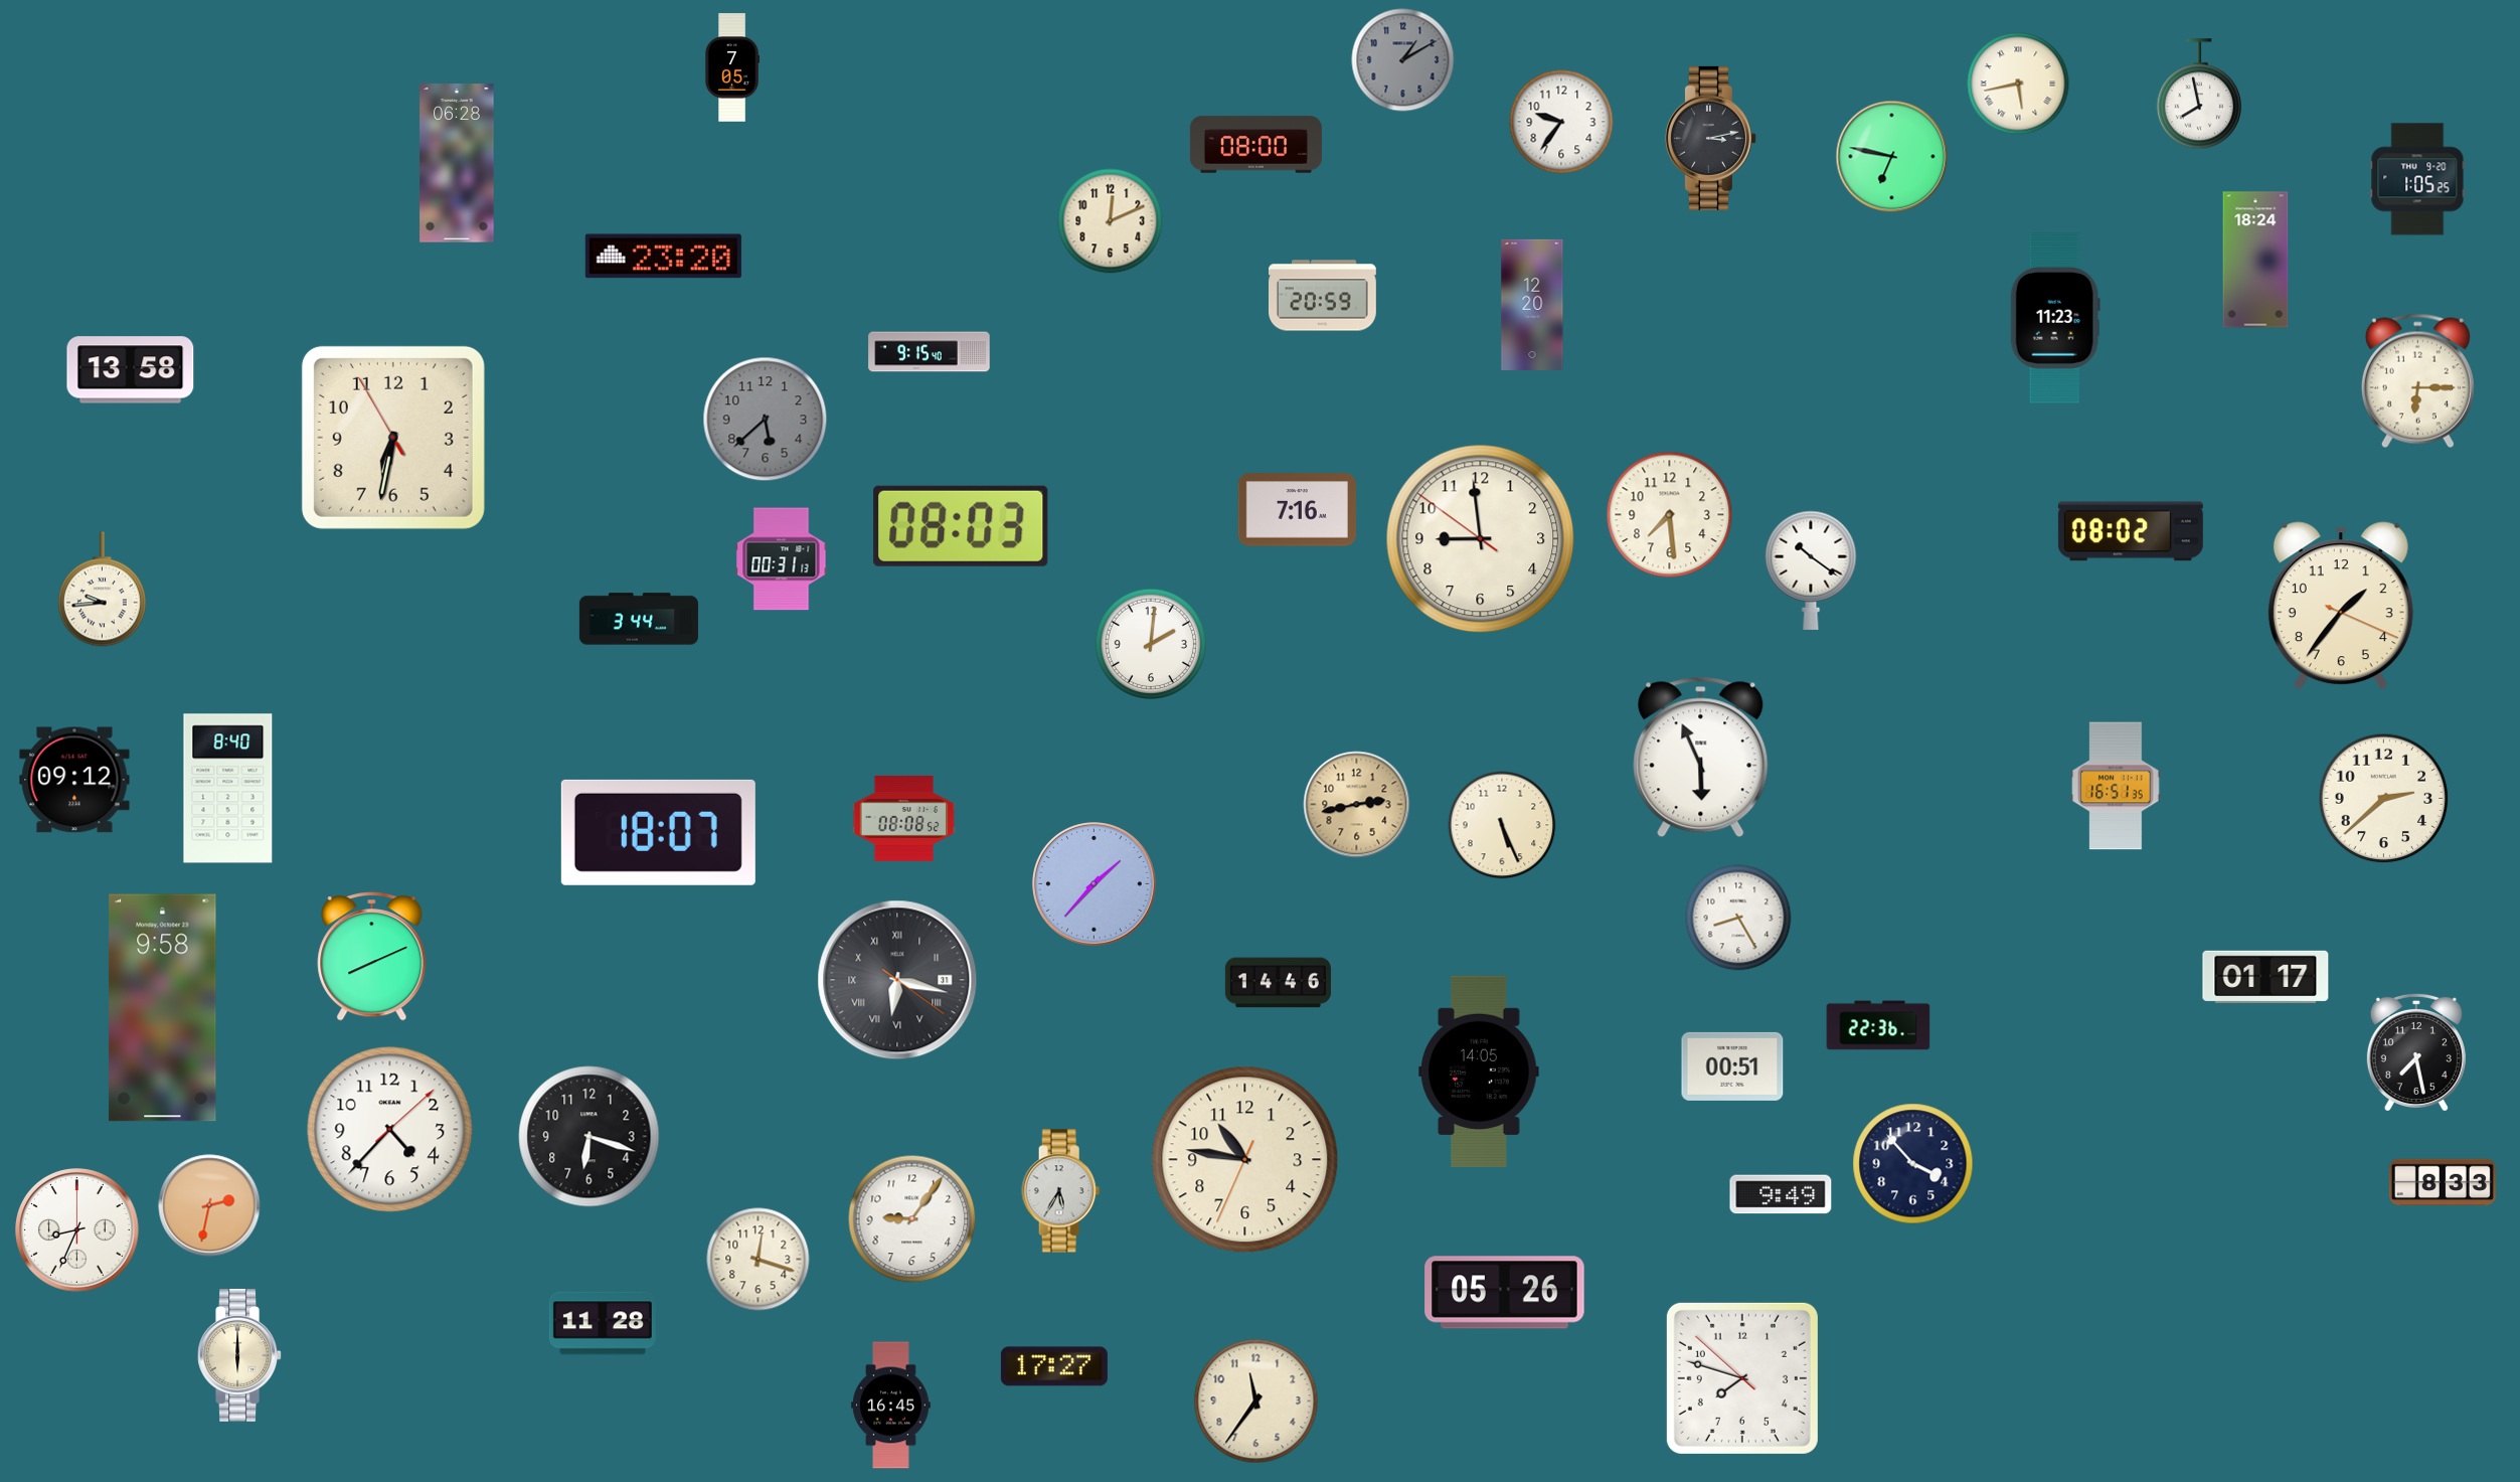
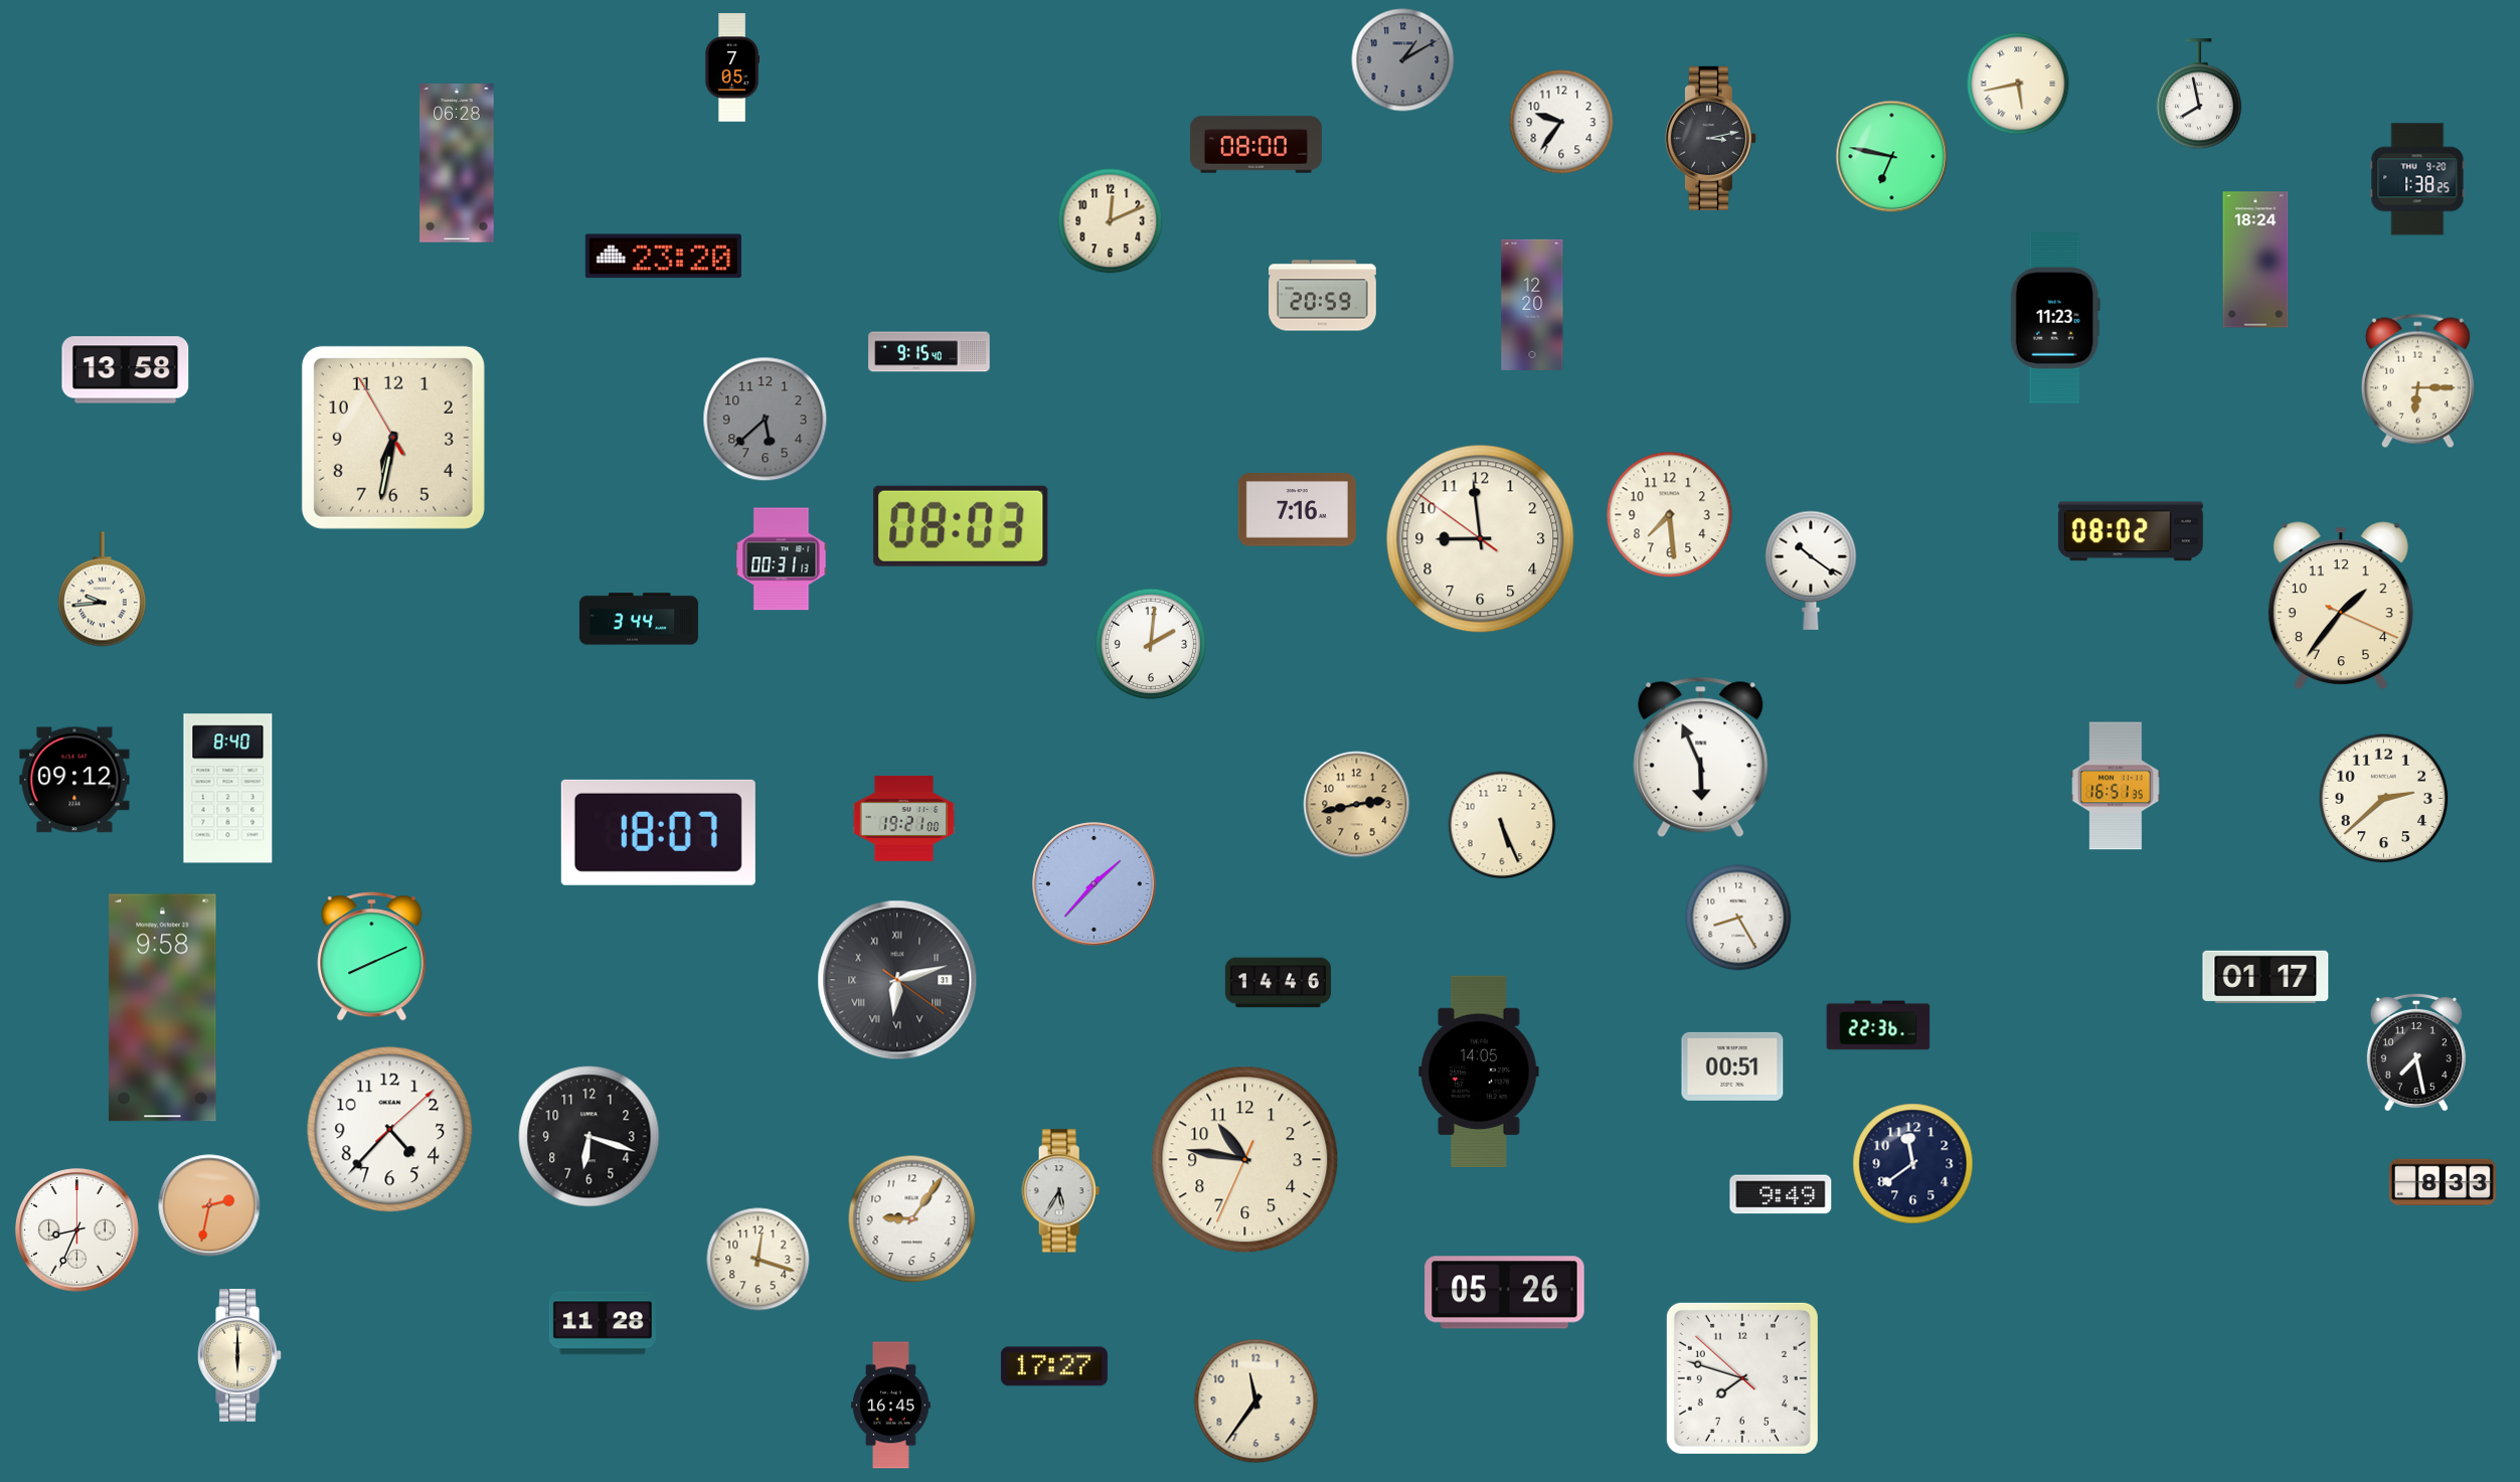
clock at (2417, 179): 1:05 -> 1:38
clock at (131, 370) position: (131, 370) -> (126, 370)
clock at (904, 818): 08:08 -> 19:21
clock at (897, 980): 6:17 -> 6:12
clock at (1913, 1164): 3:53 -> 11:39
